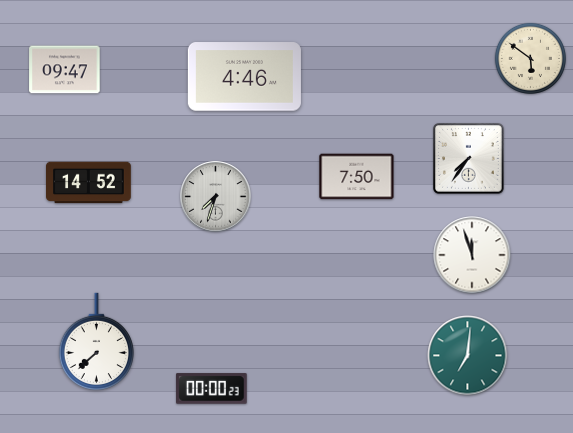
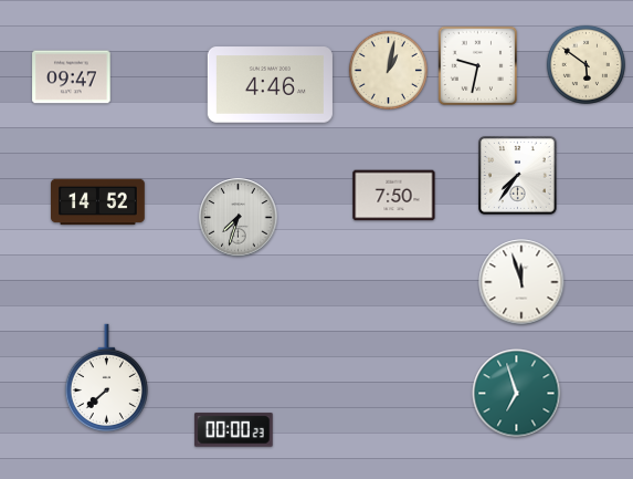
clock at (477, 65): none -> 9:32
clock at (388, 70): none -> 1:02
clock at (468, 356): 7:01 -> 6:57
